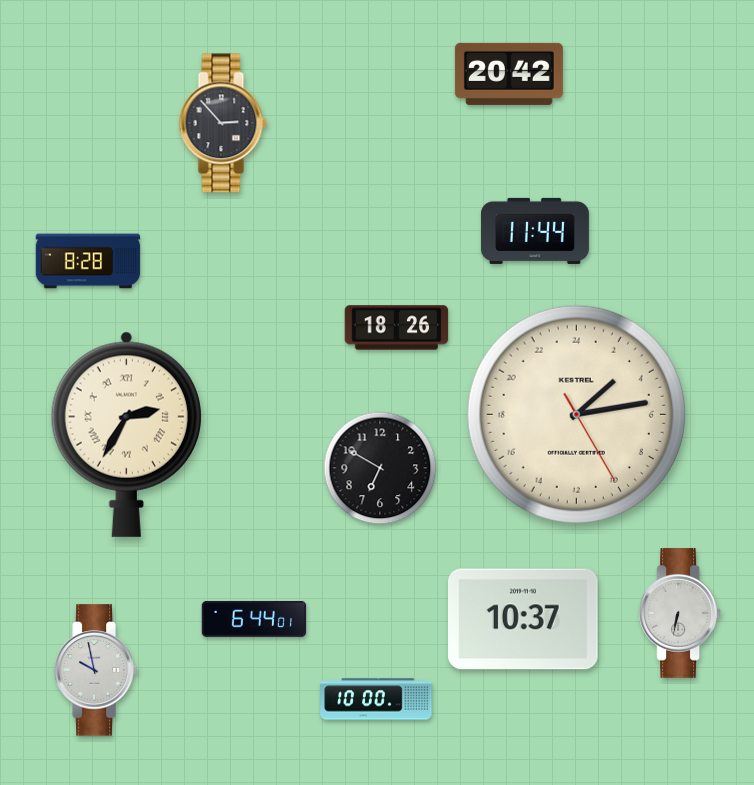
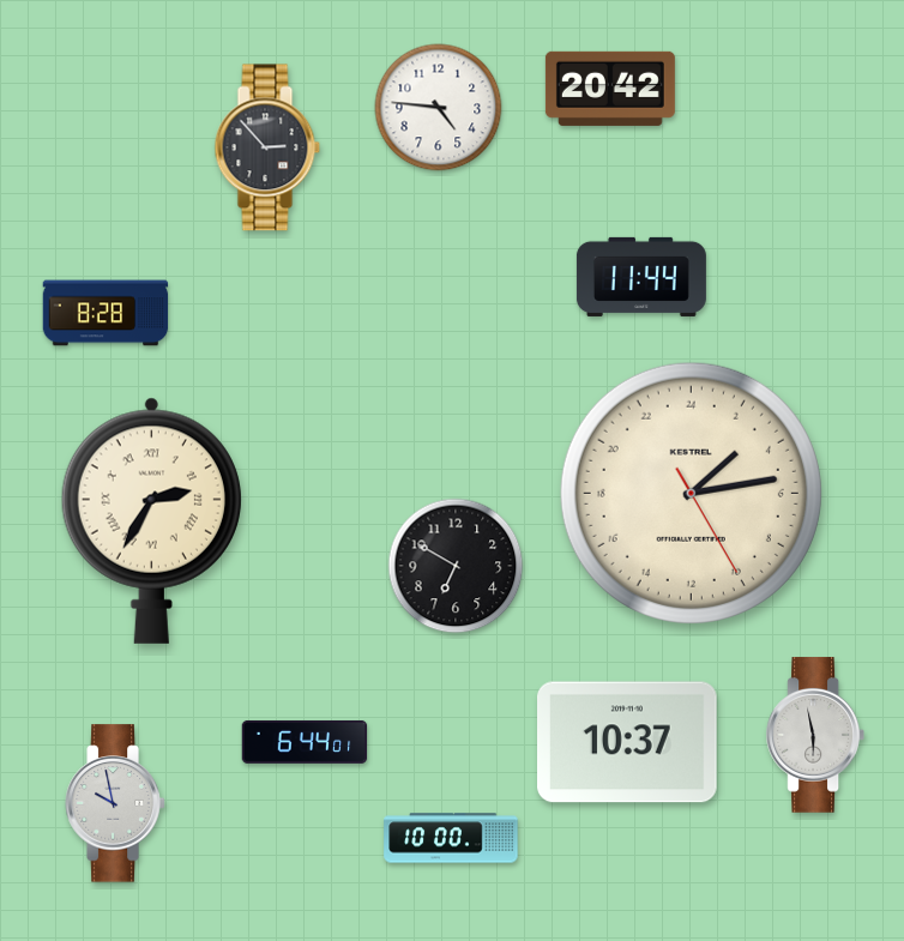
clock at (439, 108): none -> 4:46
clock at (397, 328): 18:26 -> none
clock at (576, 414) position: (576, 414) -> (691, 493)
clock at (380, 468) position: (380, 468) -> (456, 566)
clock at (679, 613): 6:32 -> 5:58
